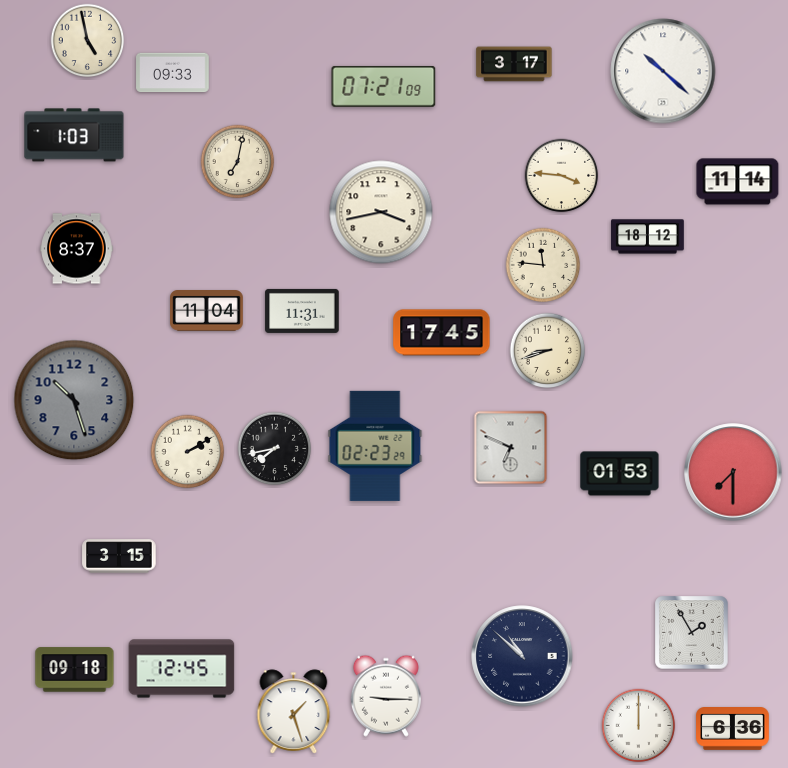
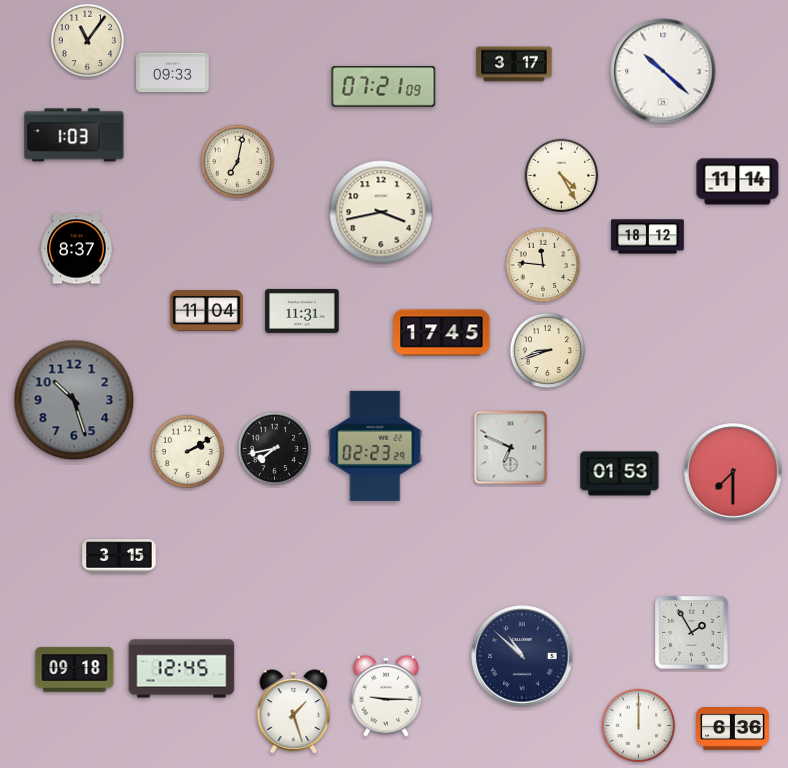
clock at (88, 41): 4:58 -> 11:06
clock at (562, 176): 3:46 -> 4:25
